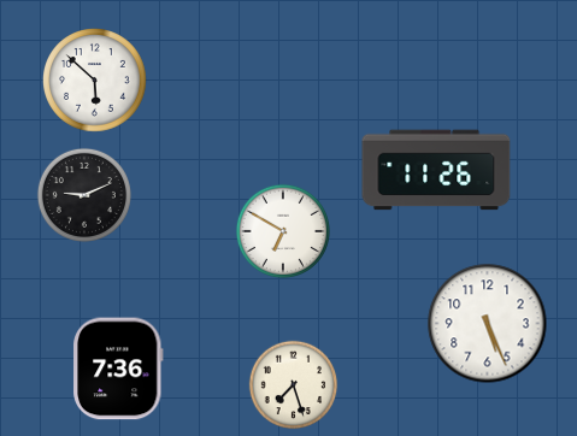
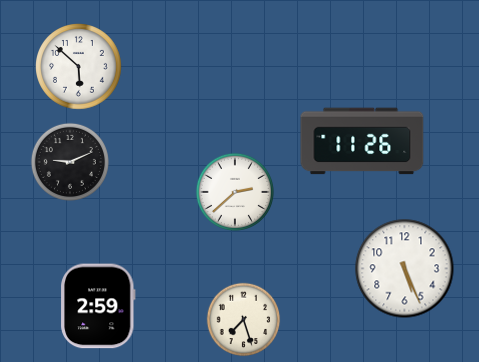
clock at (283, 231): 6:50 -> 2:38
clock at (119, 369): 7:36 -> 2:59
